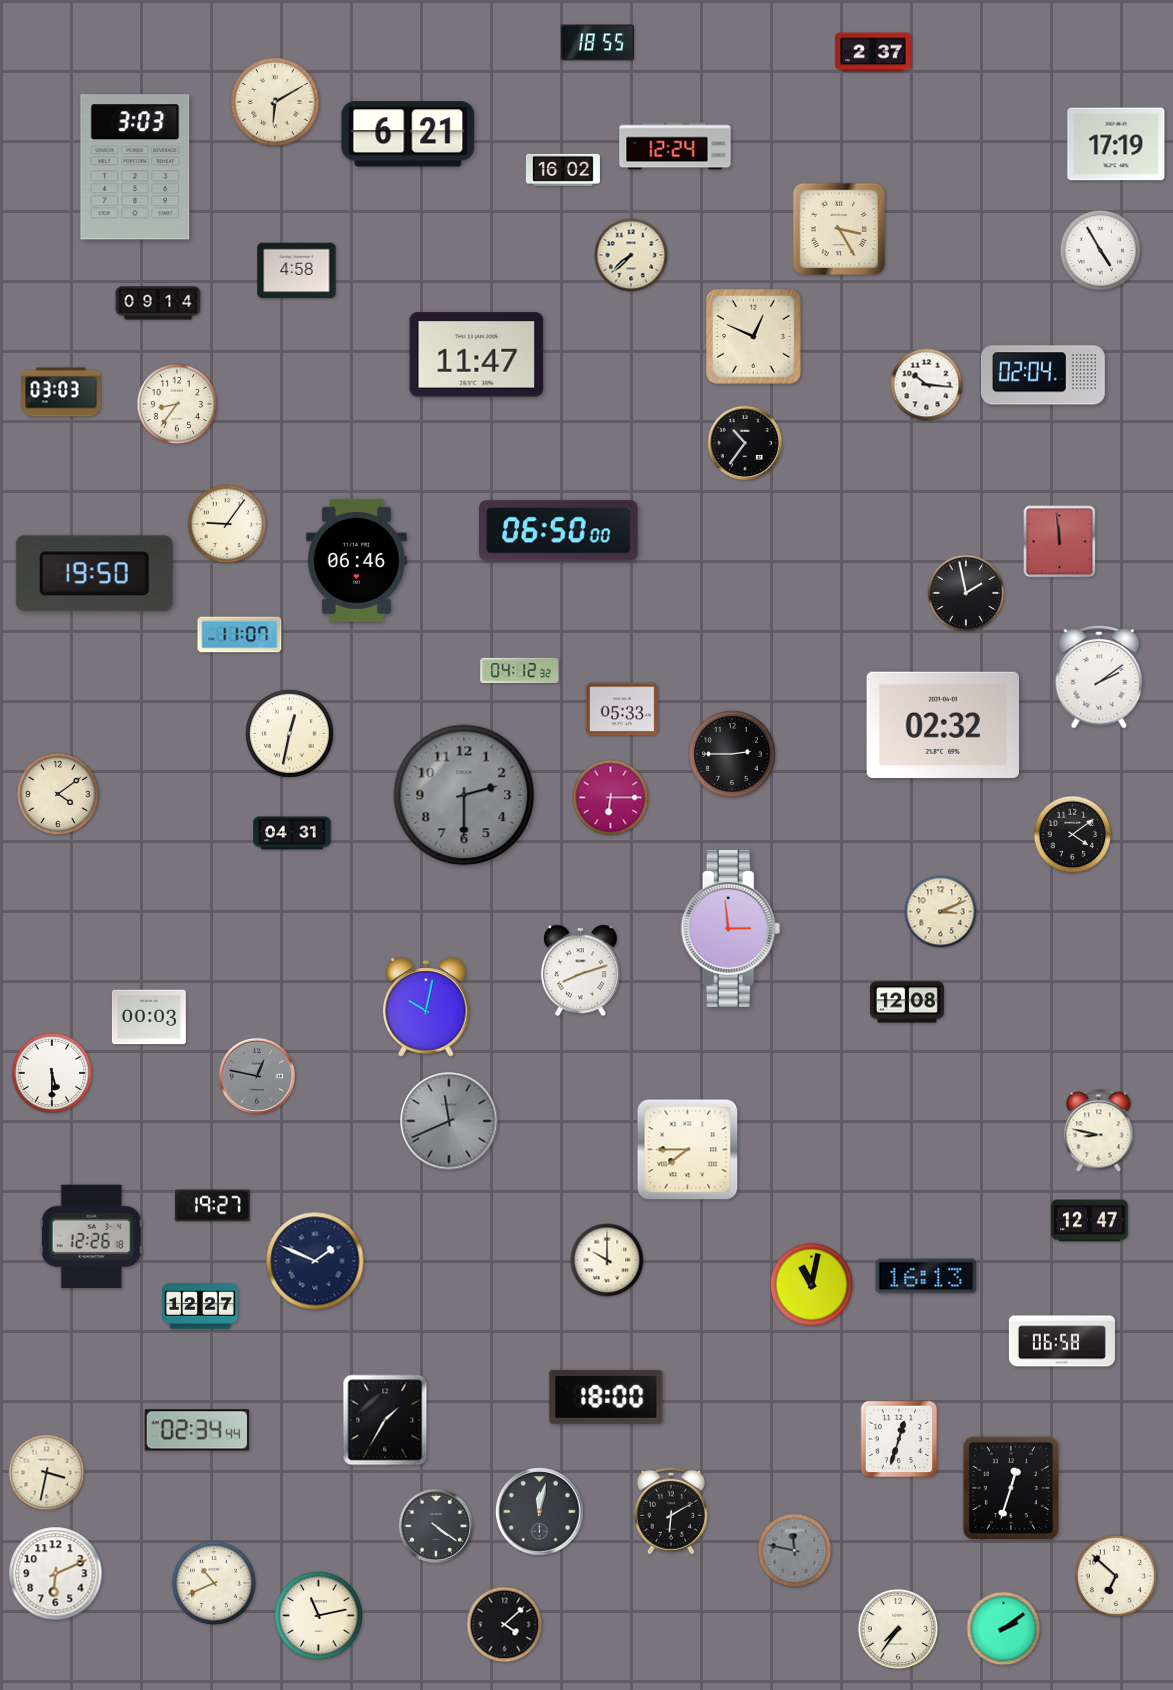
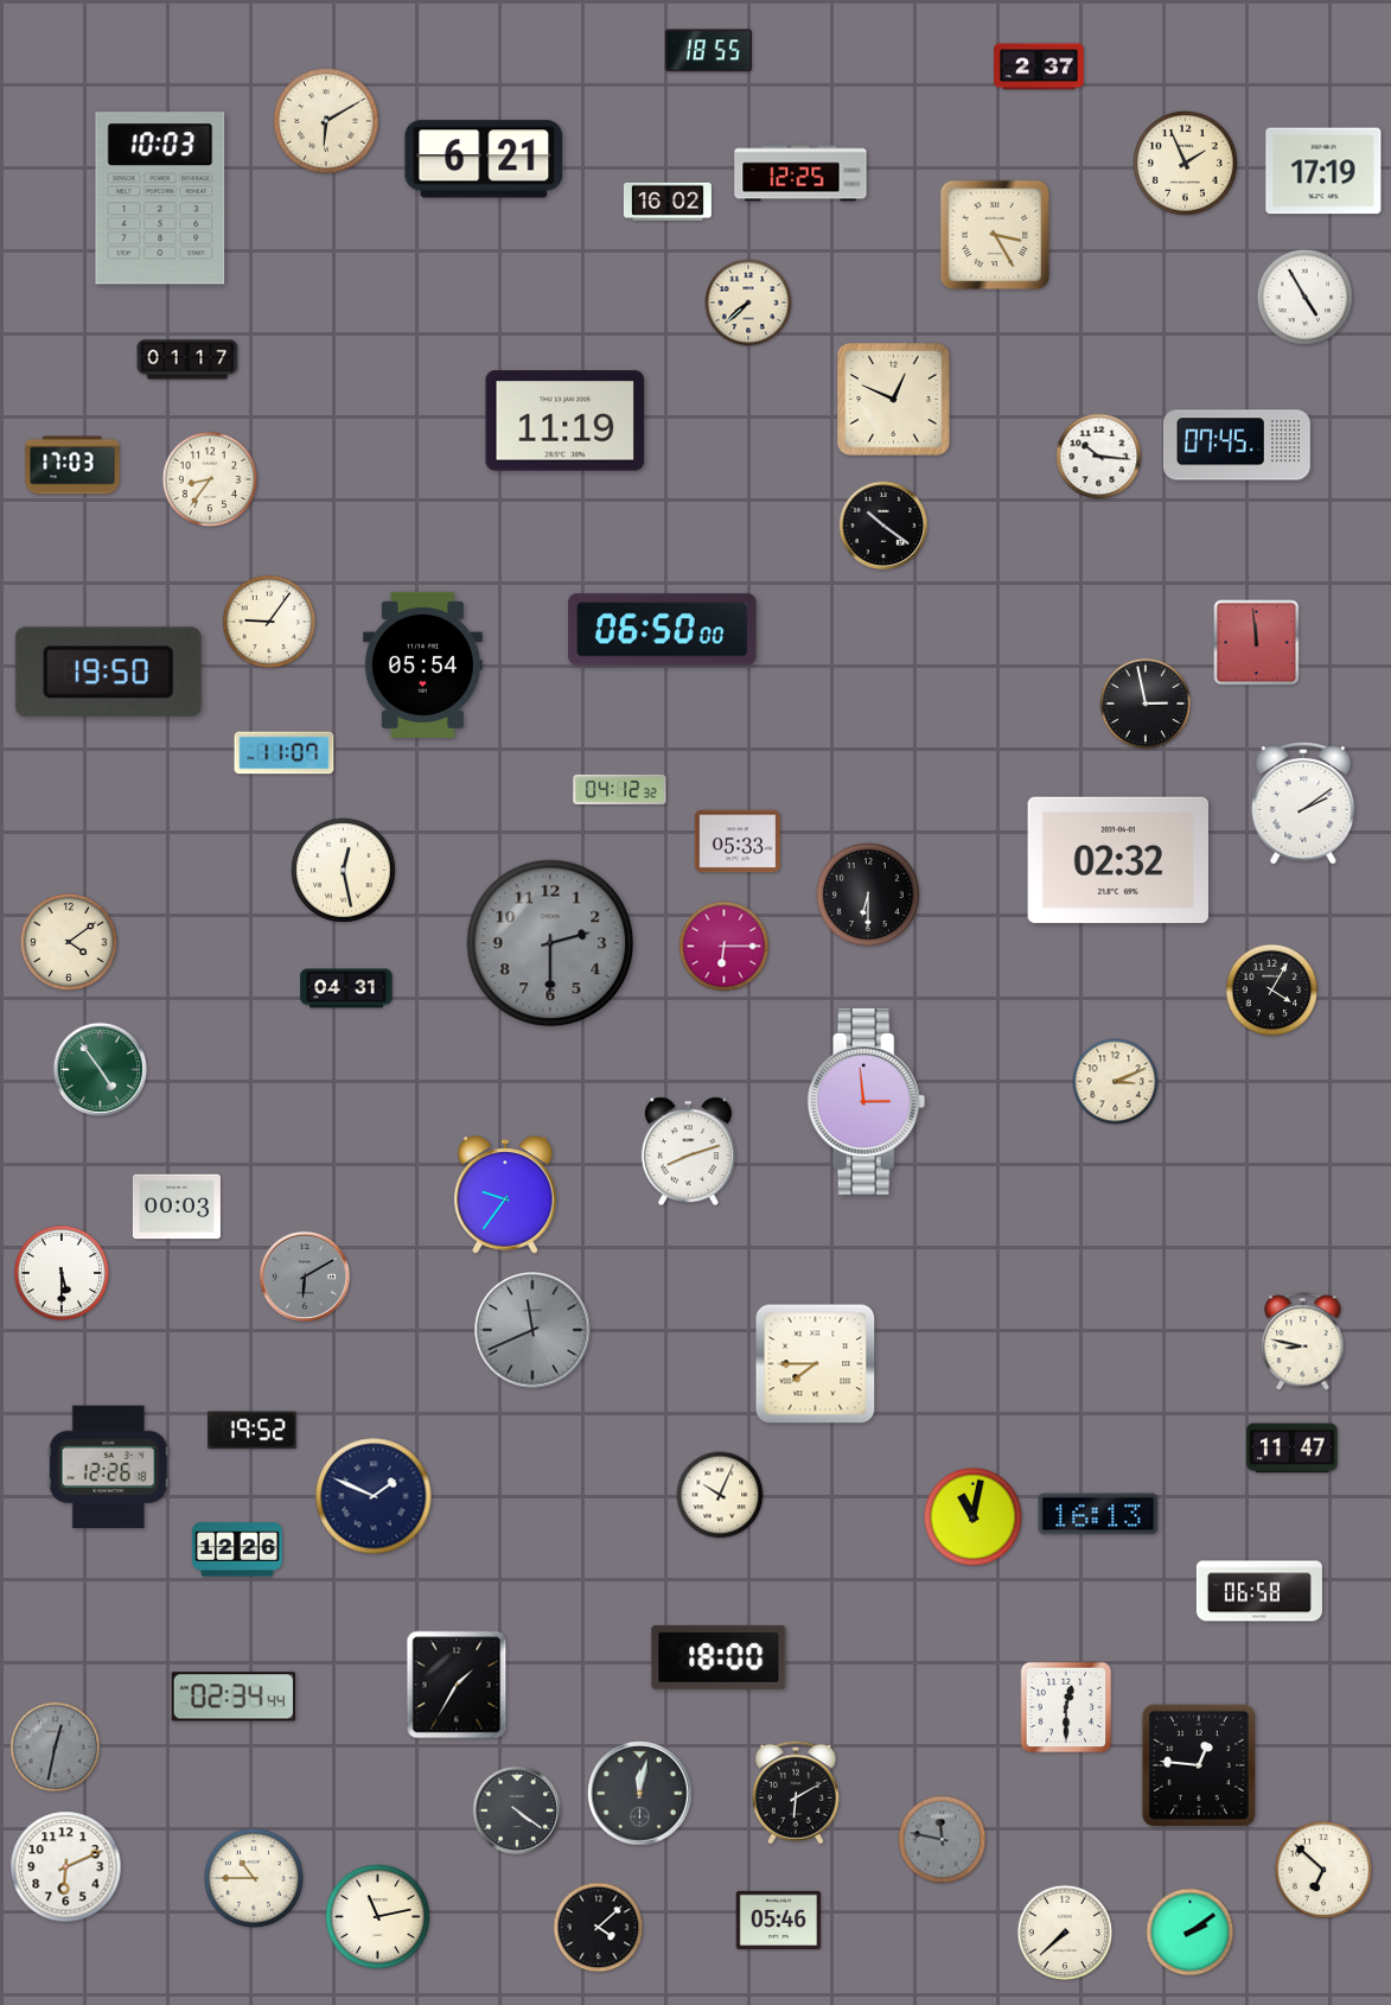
clock at (873, 52) position: (873, 52) -> (1039, 66)
clock at (1186, 164): none -> 1:56
clock at (675, 146): 12:24 -> 12:25
clock at (135, 167): 3:03 -> 10:03
clock at (839, 229) position: (839, 229) -> (995, 235)
clock at (297, 271): 4:58 -> none
clock at (158, 303): 09:14 -> 01:17
clock at (477, 355): 11:47 -> 11:19
clock at (1043, 375): 02:04 -> 07:45
clock at (61, 392): 03:03 -> 17:03
clock at (745, 443): 10:36 -> 10:21
clock at (356, 560): 06:46 -> 05:54
clock at (94, 574) position: (94, 574) -> (108, 673)
clock at (966, 593): 1:58 -> 2:58
clock at (520, 671) position: (520, 671) -> (620, 790)
clock at (290, 734): 12:32 -> 12:28
clock at (733, 755): 2:45 -> 6:30
clock at (1073, 835): 4:09 -> 4:05
clock at (100, 1069): none -> 4:54
clock at (907, 1002): 12:08 -> none
clock at (426, 1007): 10:02 -> 9:36
clock at (256, 1075): 12:47 -> 6:10
clock at (212, 1206): 19:27 -> 19:52
clock at (1090, 1221): 12:47 -> 11:47
clock at (607, 1260): 10:00 -> 10:04
clock at (811, 1284) position: (811, 1284) -> (972, 1516)
clock at (200, 1306): 12:27 -> 12:26
clock at (899, 1439): 12:33 -> 12:30
clock at (47, 1473): 3:32 -> 12:32
clock at (47, 1473) dial: cream -> grey
clock at (1011, 1488): 12:33 -> 12:46
clock at (214, 1583): 10:41 -> 10:45
clock at (779, 1920): none -> 05:46
clock at (898, 1629): 7:36 -> 7:38
